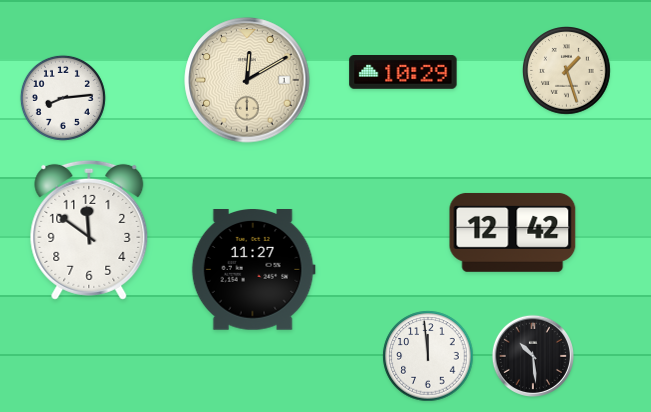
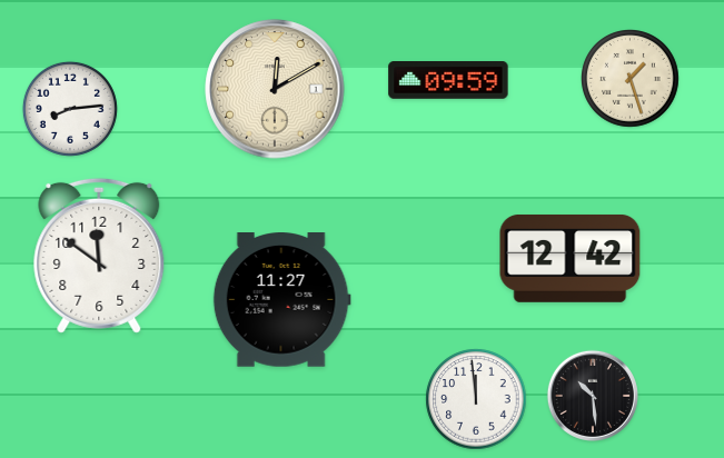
clock at (403, 73): 10:29 -> 09:59
clock at (428, 356) position: (428, 356) -> (476, 399)
